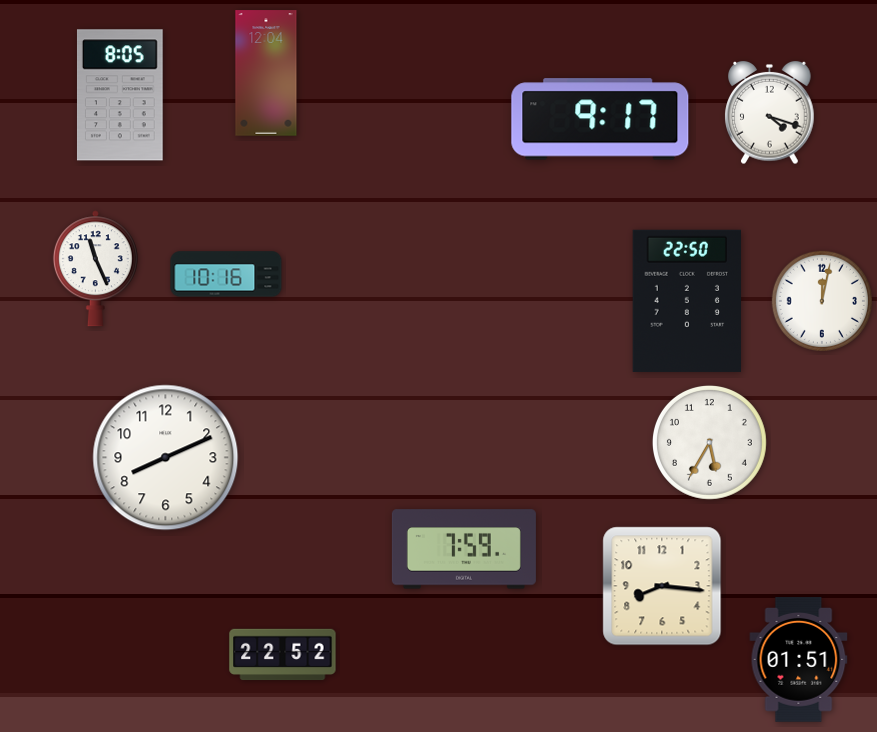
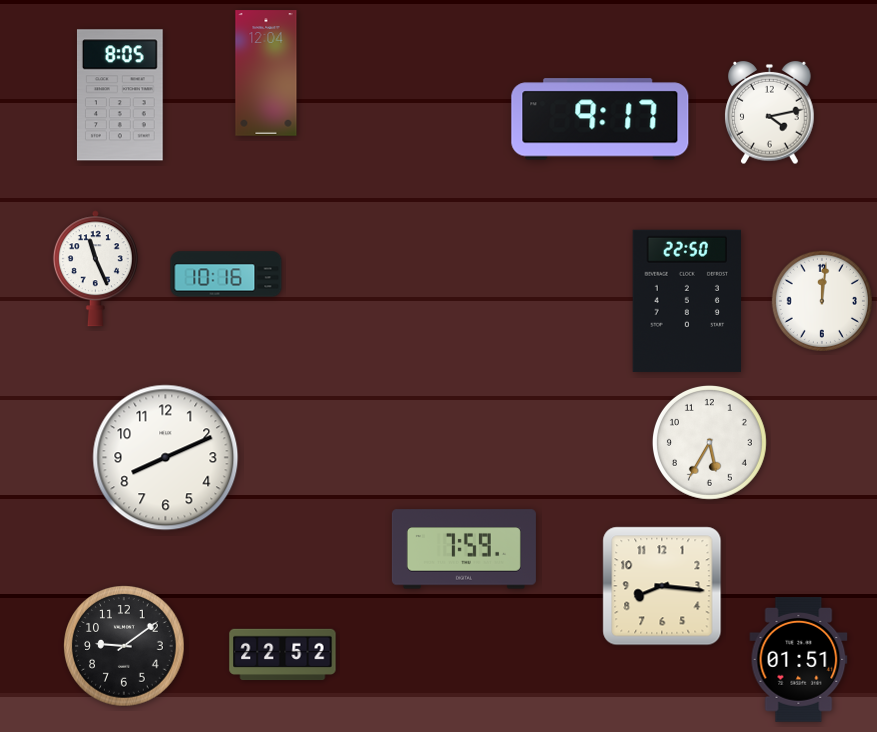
clock at (770, 113): 4:18 -> 4:13
clock at (821, 300): 12:02 -> 12:01
clock at (124, 646): none -> 9:09
